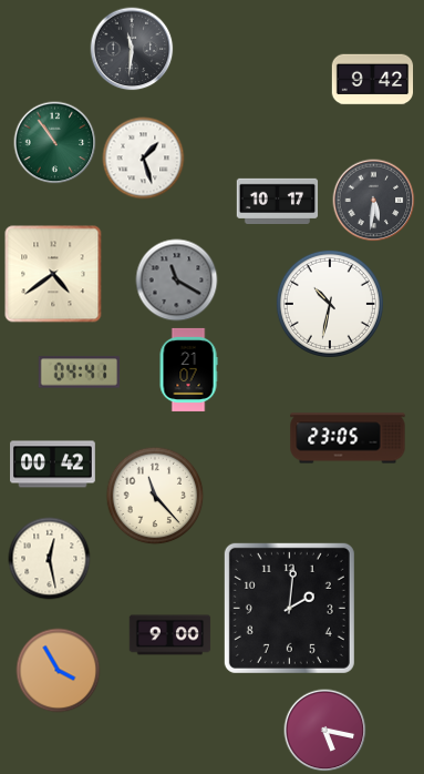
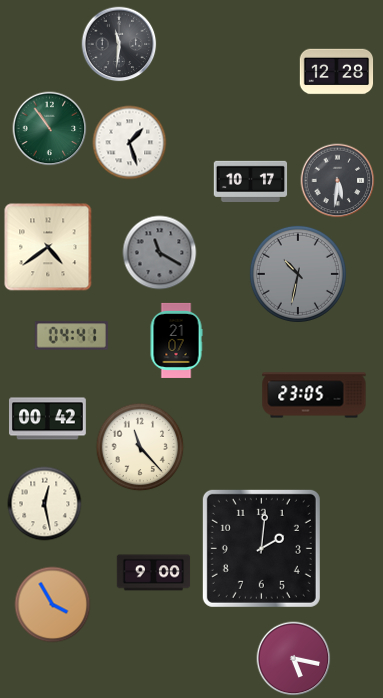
clock at (373, 80): 9:42 -> 12:28
clock at (330, 304) dial: white -> grey
clock at (188, 369) position: (188, 369) -> (176, 340)
